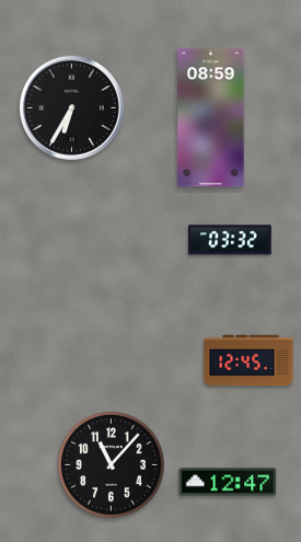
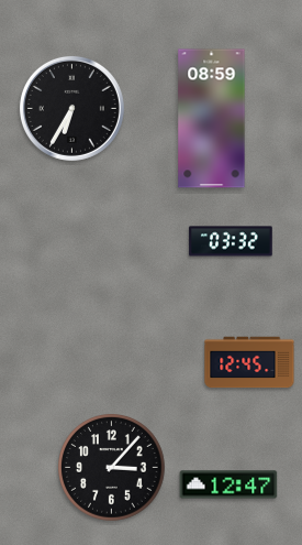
clock at (112, 465): 11:07 -> 3:07
